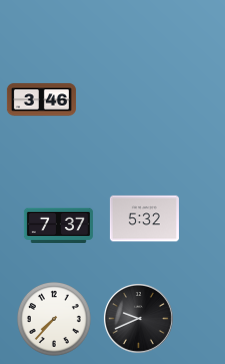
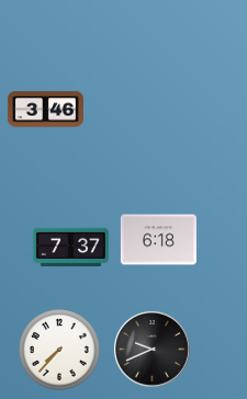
clock at (144, 219): 5:32 -> 6:18
clock at (58, 225) position: (58, 225) -> (70, 247)
